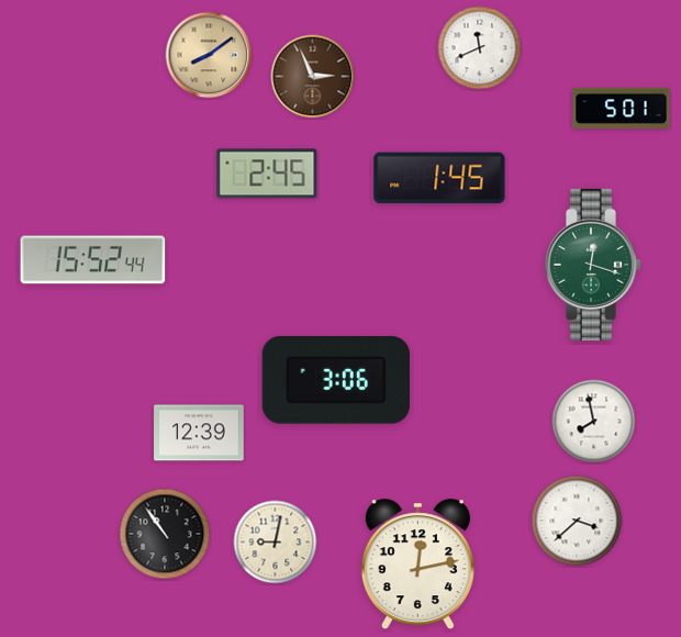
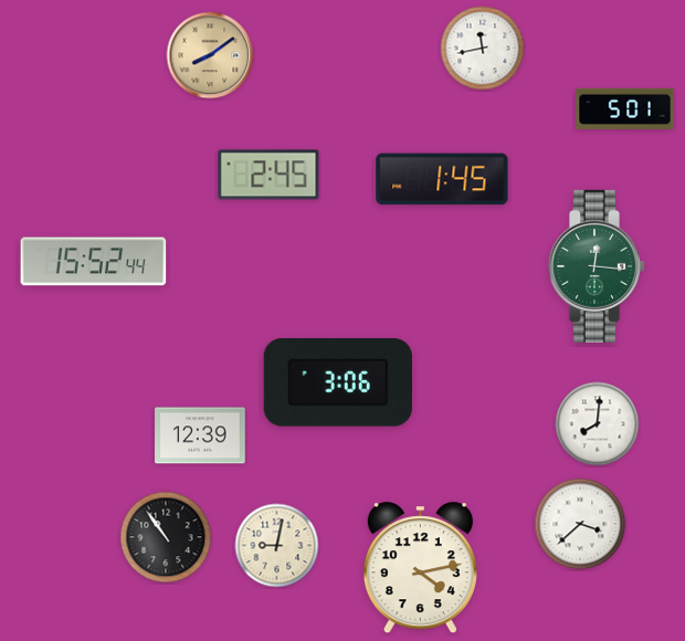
clock at (480, 48): 11:41 -> 11:43
clock at (313, 77): 2:56 -> none
clock at (592, 265): 12:18 -> 12:16
clock at (594, 422): 7:58 -> 8:01
clock at (417, 565): 12:13 -> 4:13
